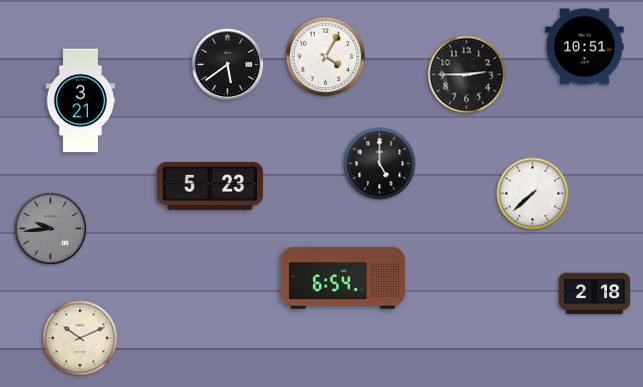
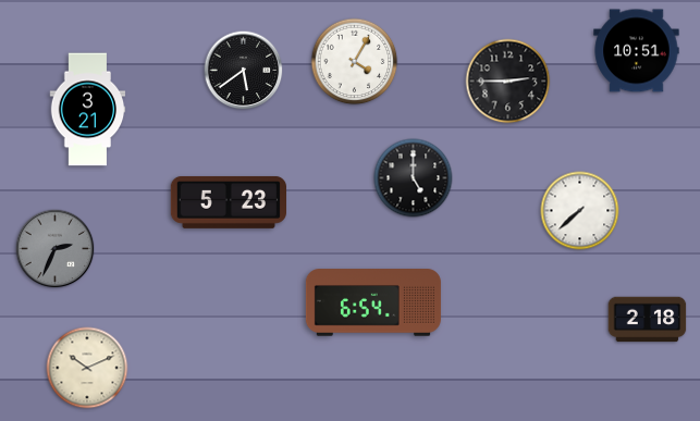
clock at (228, 65) position: (228, 65) -> (244, 71)
clock at (51, 229): 9:44 -> 2:34
